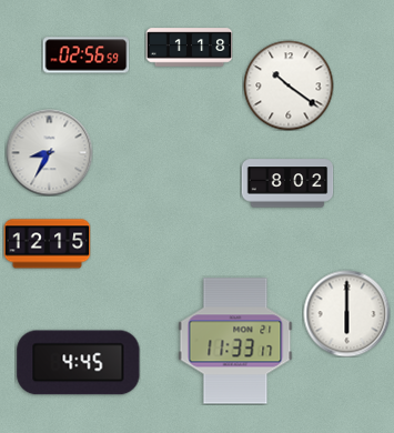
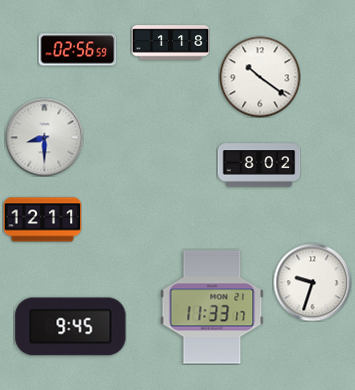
clock at (49, 152): 8:35 -> 8:30
clock at (47, 244): 12:15 -> 12:11
clock at (346, 313): 6:00 -> 9:33
clock at (79, 363): 4:45 -> 9:45
